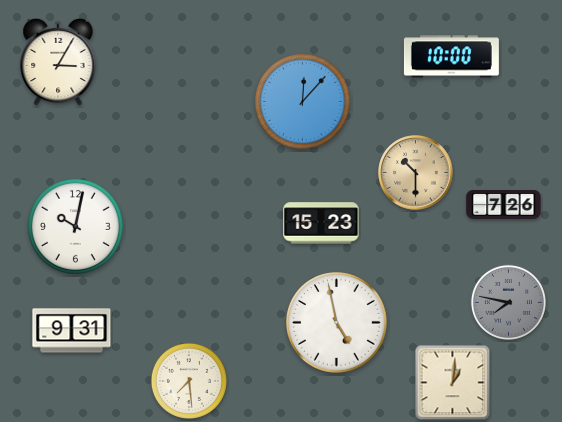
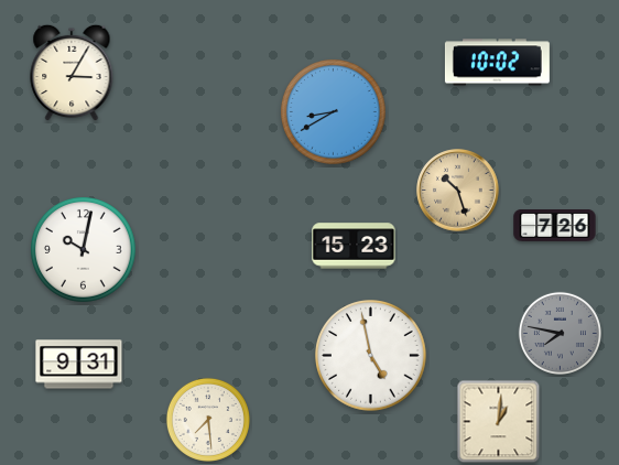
clock at (451, 57): 10:00 -> 10:02
clock at (58, 62) position: (58, 62) -> (72, 73)
clock at (303, 102): 12:07 -> 8:40
clock at (416, 173): 10:30 -> 10:27
